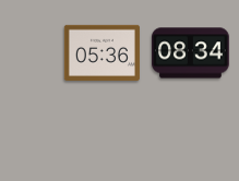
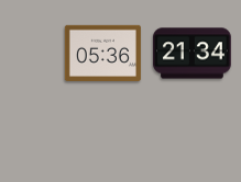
clock at (191, 53): 08:34 -> 21:34
